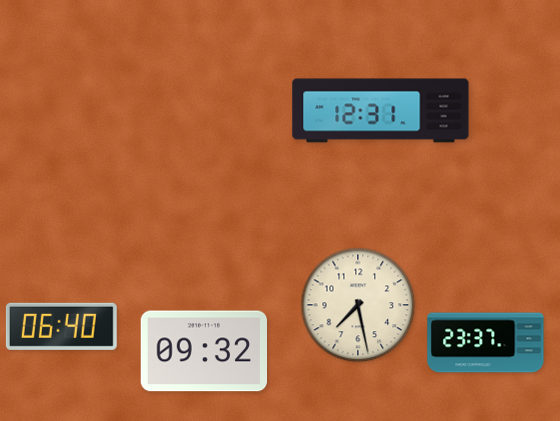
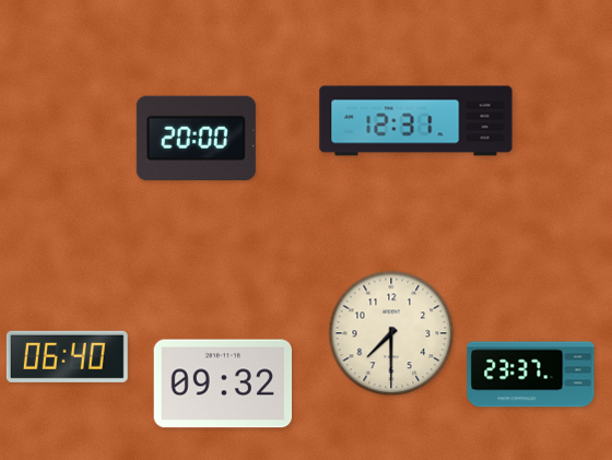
clock at (196, 138): none -> 20:00
clock at (358, 305): 7:28 -> 7:30
